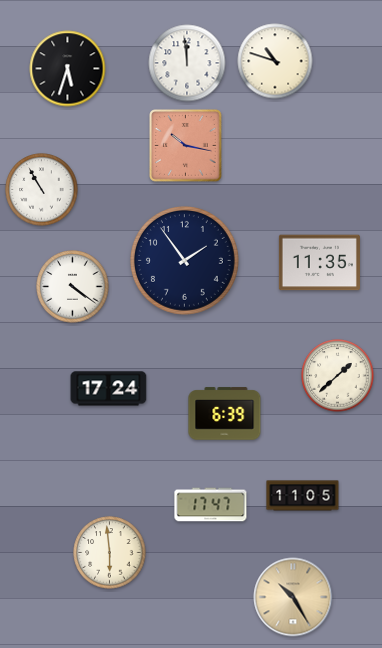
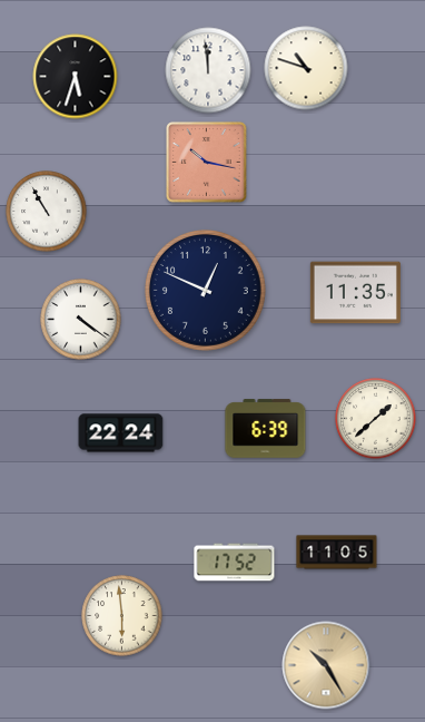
clock at (184, 260): 1:54 -> 12:49
clock at (109, 389): 17:24 -> 22:24
clock at (225, 414) position: (225, 414) -> (266, 429)
clock at (211, 505): 17:47 -> 17:52
